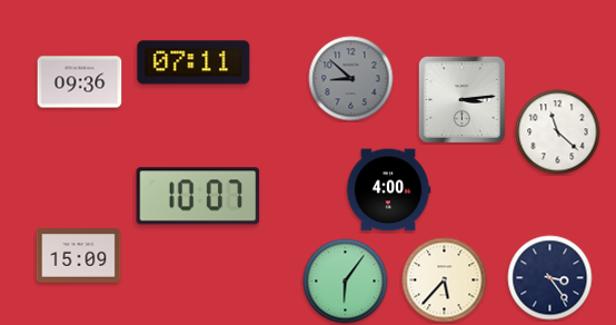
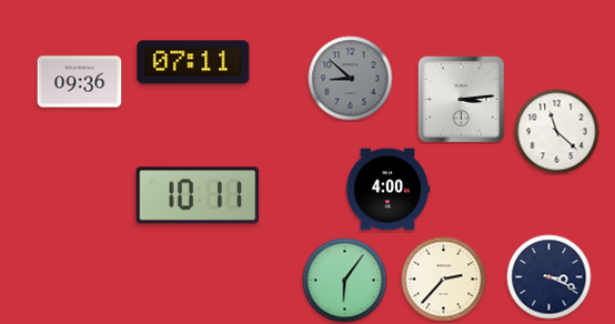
clock at (198, 196): 10:07 -> 10:11
clock at (79, 256): 15:09 -> none
clock at (550, 278): 3:24 -> 3:19
clock at (445, 280): 5:37 -> 2:37
